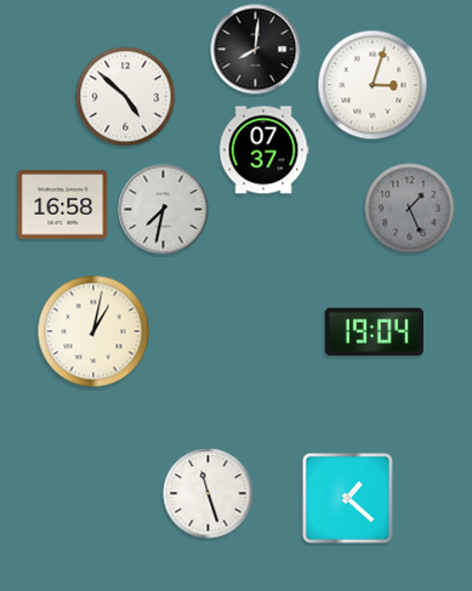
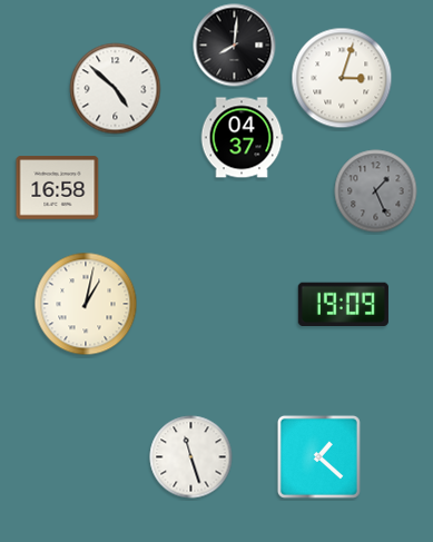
clock at (263, 150): 07:37 -> 04:37
clock at (164, 210): 7:32 -> none
clock at (374, 333): 19:04 -> 19:09
clock at (209, 494) position: (209, 494) -> (191, 457)
